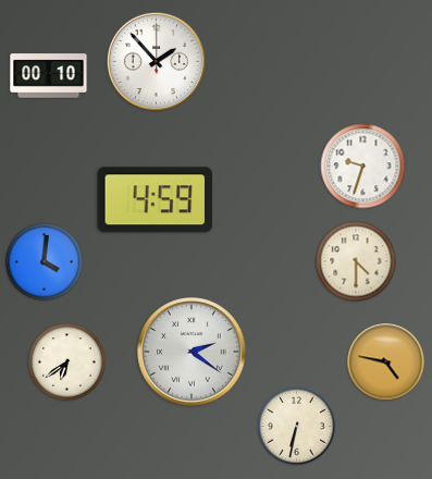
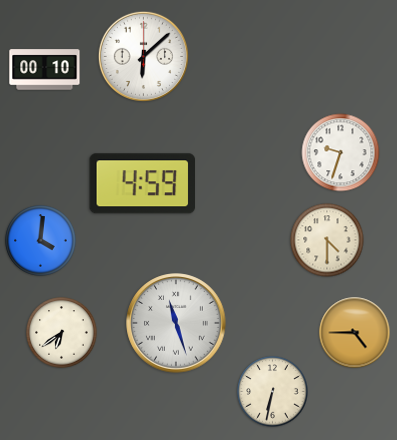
clock at (156, 61): 1:53 -> 6:08
clock at (363, 167) position: (363, 167) -> (341, 153)
clock at (192, 352): 2:21 -> 11:27
clock at (386, 363): 4:47 -> 4:45
